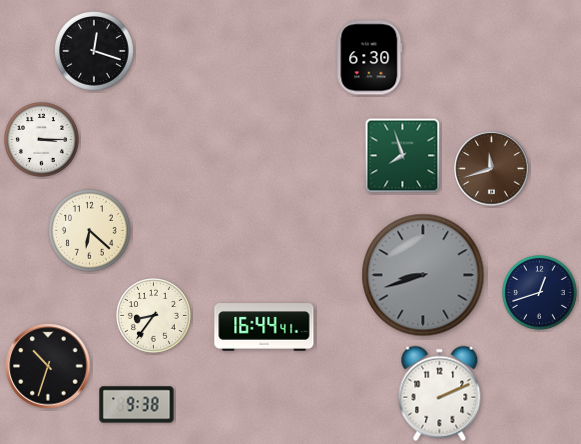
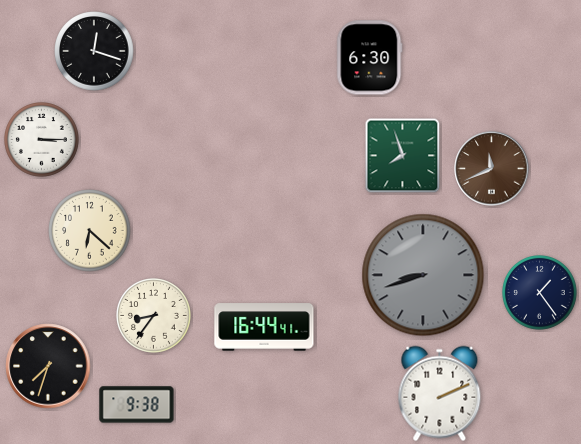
clock at (492, 169): 11:42 -> 11:41
clock at (540, 293): 12:42 -> 1:24
clock at (48, 366): 10:33 -> 7:33
